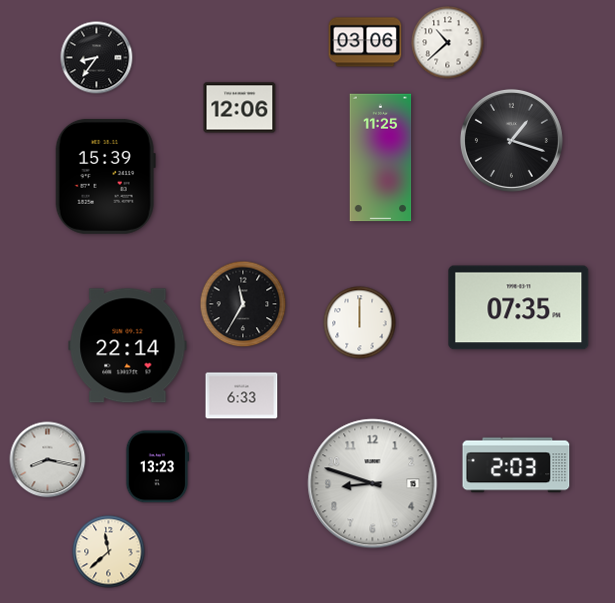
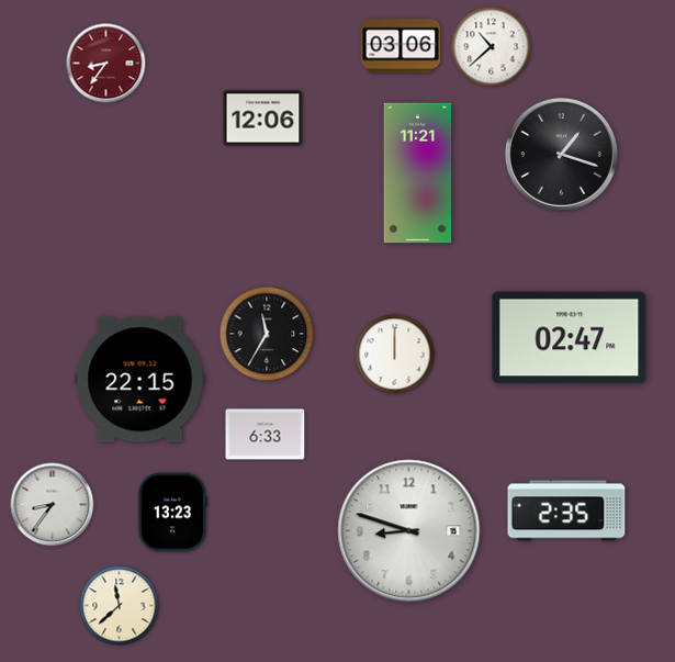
clock at (97, 58) dial: black -> burgundy
clock at (381, 158): 11:25 -> 11:21
clock at (105, 176): 15:39 -> none
clock at (519, 308): 07:35 -> 02:47
clock at (128, 346): 22:14 -> 22:15
clock at (48, 460): 8:17 -> 8:36
clock at (516, 465): 2:03 -> 2:35
